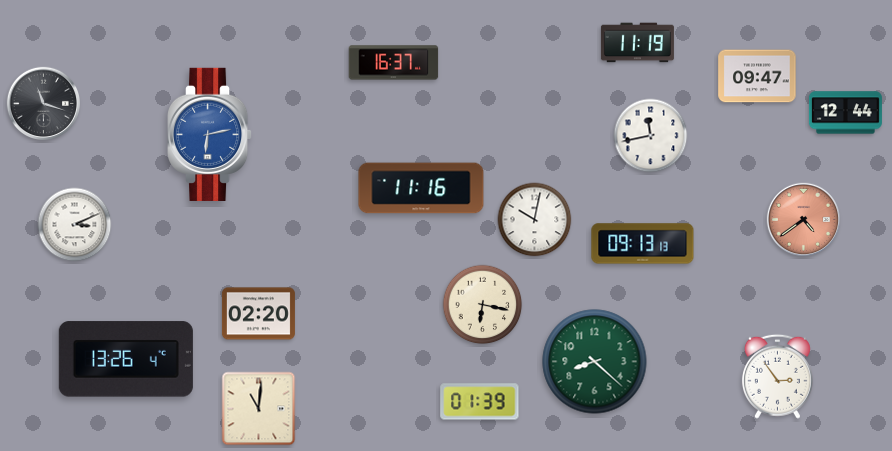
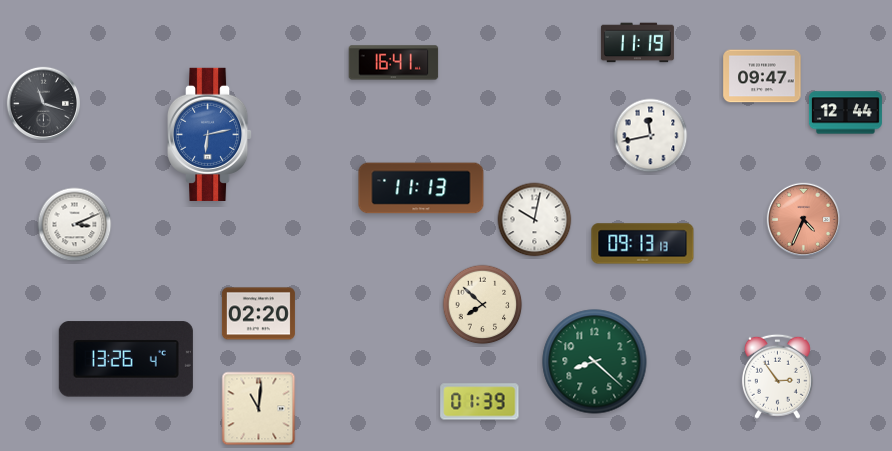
clock at (394, 63): 16:37 -> 16:41
clock at (757, 76) position: (757, 76) -> (762, 76)
clock at (421, 188): 11:16 -> 11:13
clock at (803, 219): 4:39 -> 4:34
clock at (483, 305): 6:17 -> 7:52
